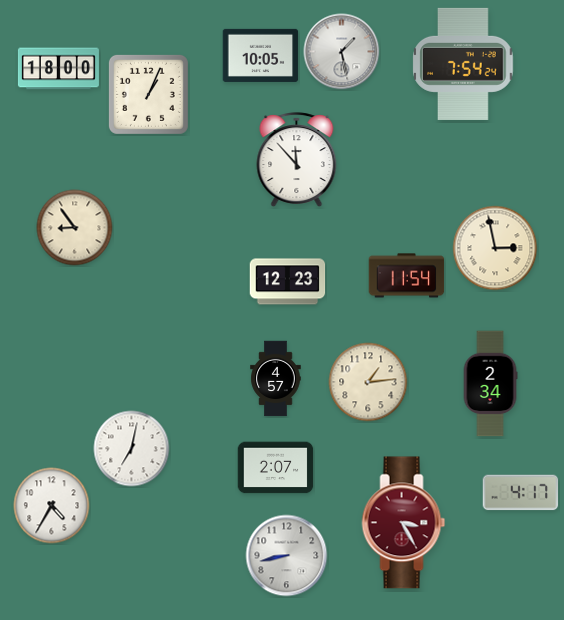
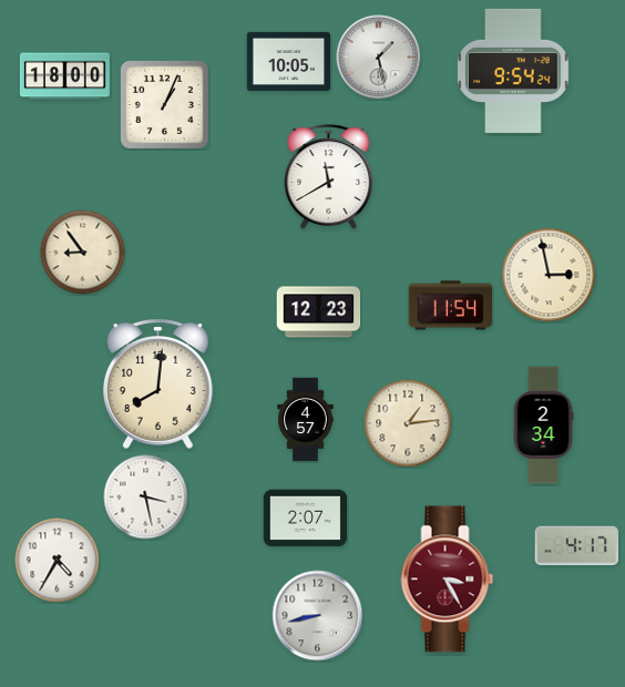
clock at (463, 64): 7:54 -> 9:54
clock at (297, 159): 11:53 -> 11:40
clock at (157, 383): none -> 8:01
clock at (132, 449): 7:02 -> 3:28
